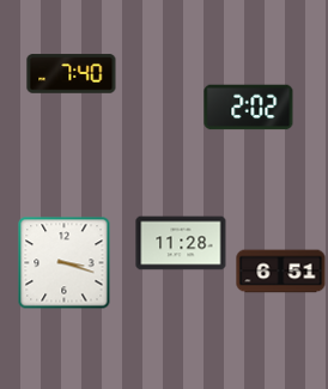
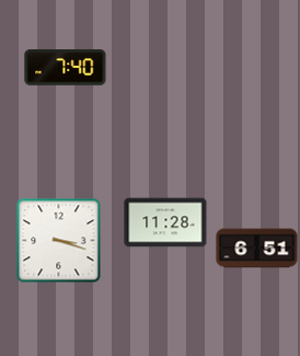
clock at (249, 108): 2:02 -> none
